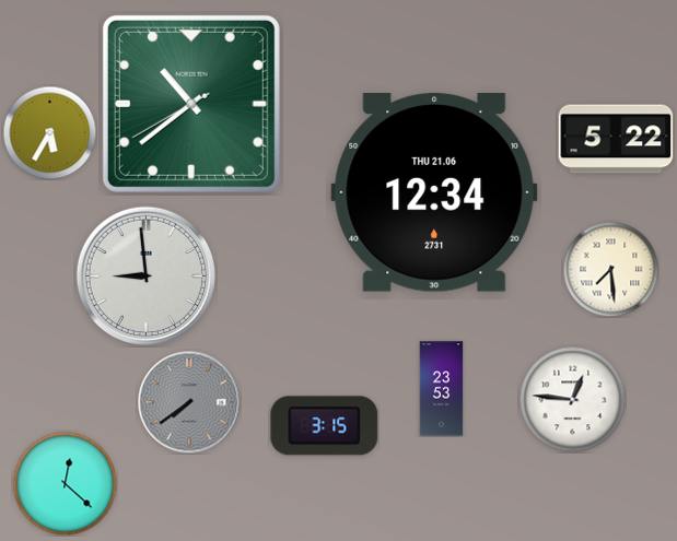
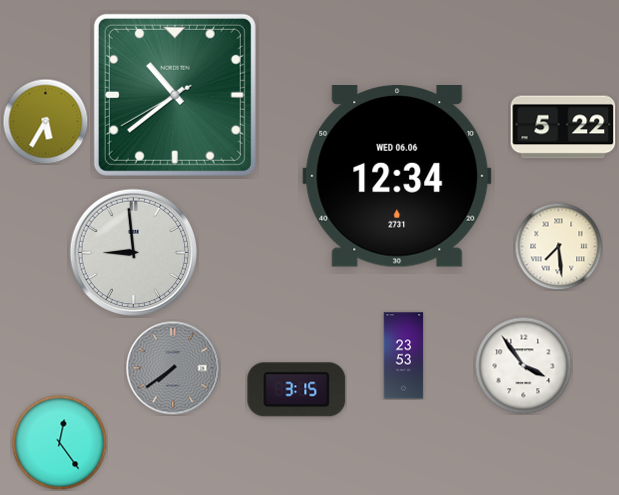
clock at (434, 193) date: THU 21.06 -> WED 06.06
clock at (572, 399): 12:46 -> 3:54
clock at (65, 483): 12:22 -> 12:24
